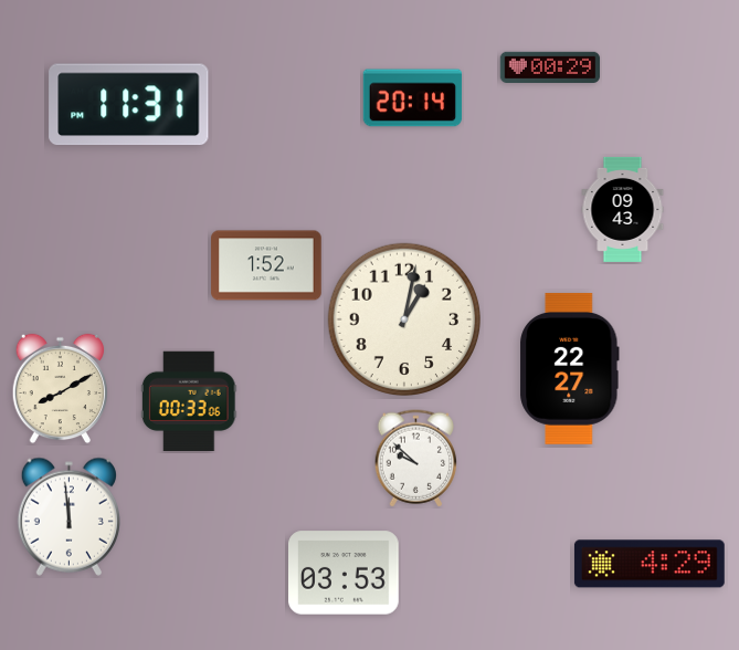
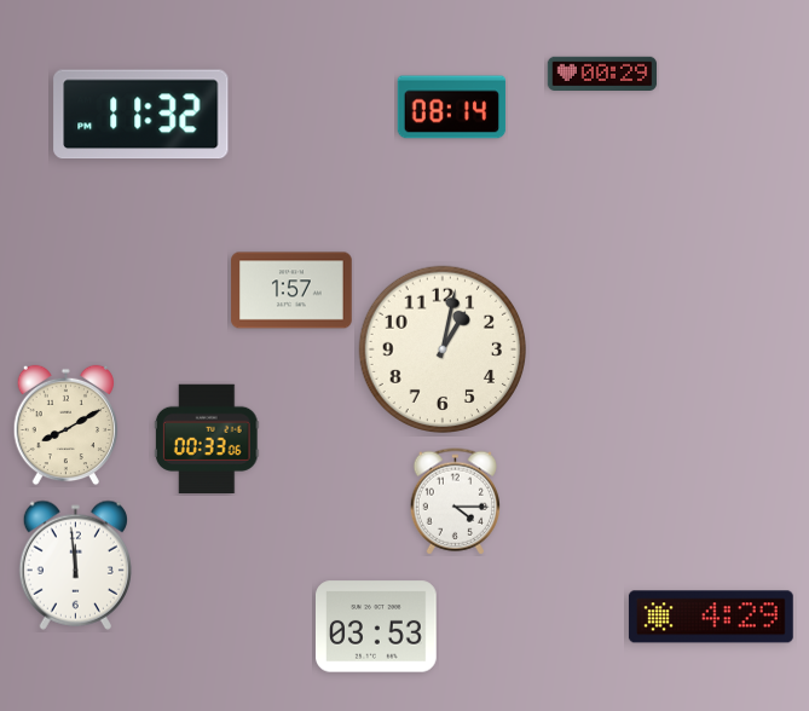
clock at (413, 98): 20:14 -> 08:14
clock at (129, 105): 11:31 -> 11:32
clock at (623, 209): 09:43 -> none
clock at (266, 265): 1:52 -> 1:57
clock at (570, 368): 22:27 -> none
clock at (415, 459): 9:52 -> 4:15
